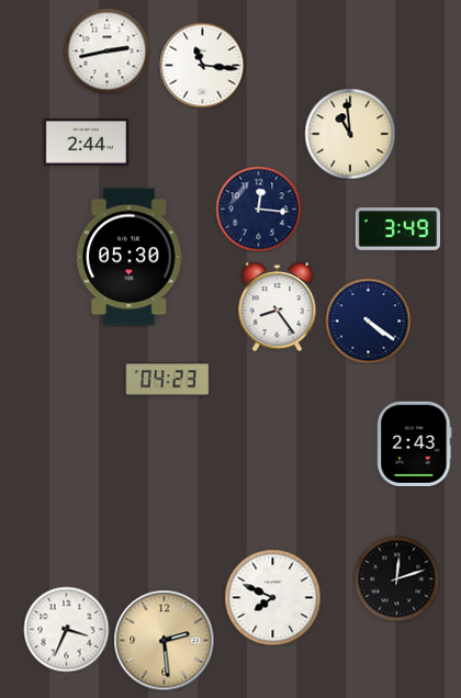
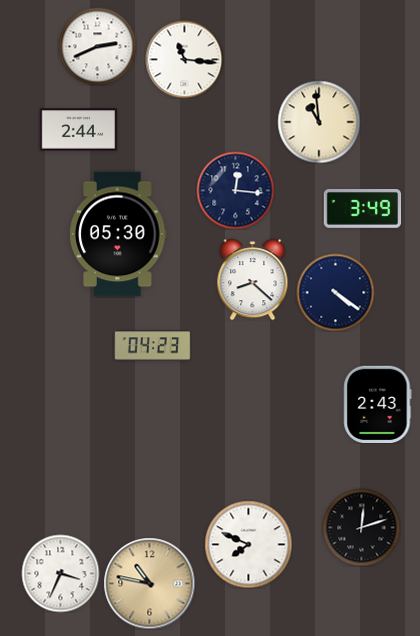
clock at (106, 50): 2:43 -> 2:41
clock at (278, 306): 8:24 -> 8:22
clock at (164, 640): 2:29 -> 10:47
